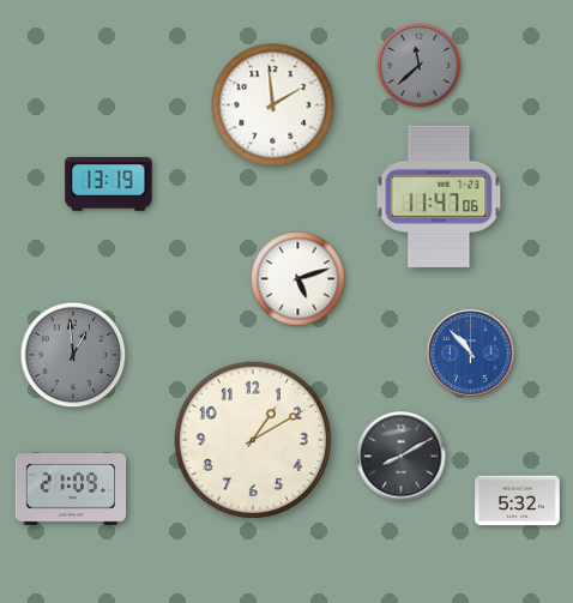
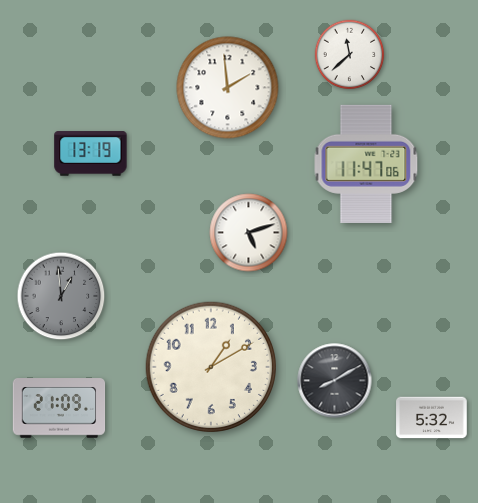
clock at (420, 66) dial: grey -> white
clock at (471, 354): 10:53 -> none
